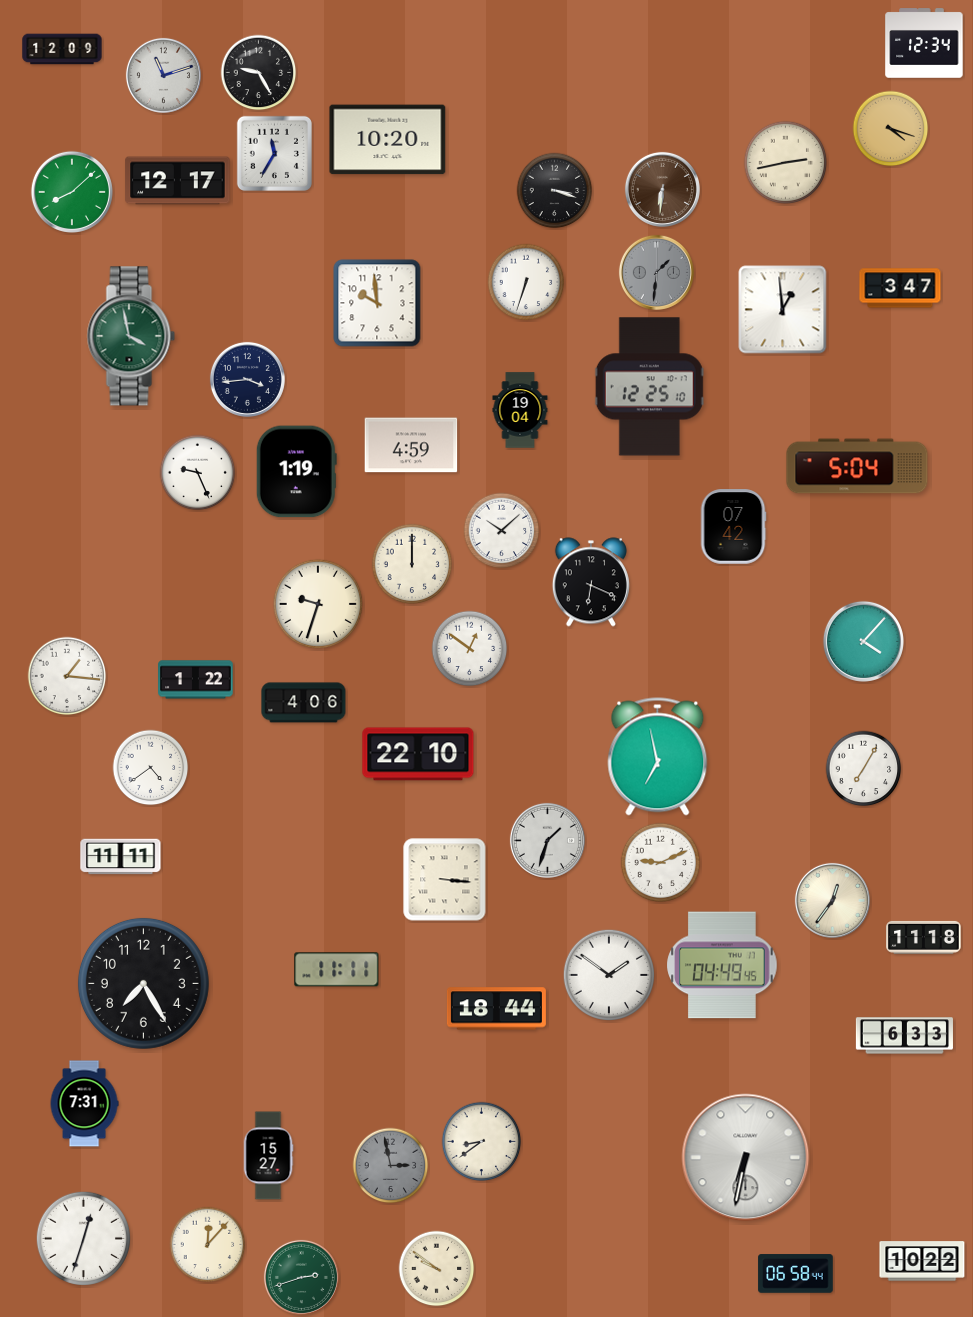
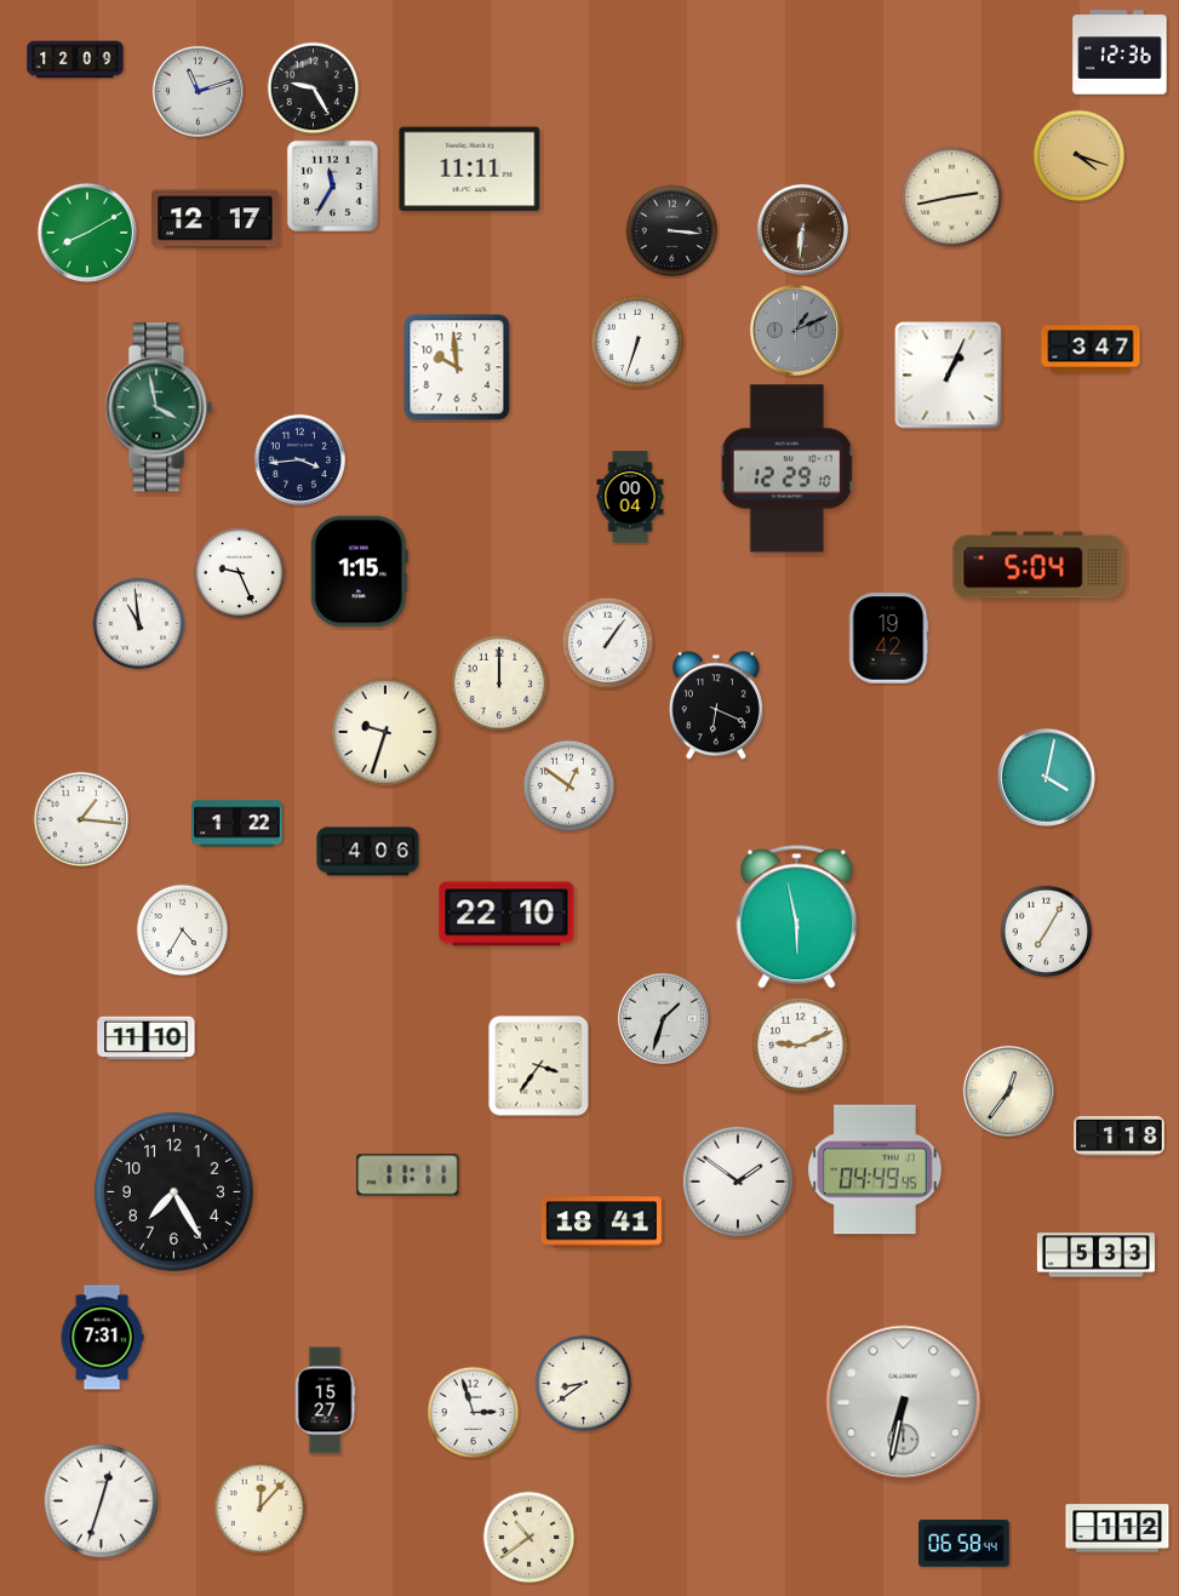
clock at (924, 43): 12:34 -> 12:36
clock at (388, 140): 10:20 -> 11:11
clock at (555, 191): 3:18 -> 3:16
clock at (72, 192): 8:08 -> 8:10
clock at (656, 272): 1:31 -> 1:11
clock at (783, 310): 12:59 -> 1:04
clock at (649, 387): 12:25 -> 12:29
clock at (520, 410): 19:04 -> 00:04
clock at (411, 445): 4:59 -> none
clock at (296, 472): 1:19 -> 1:15
clock at (139, 624): none -> 10:59
clock at (733, 527): 07:42 -> 19:42
clock at (502, 531): 10:08 -> 1:06
clock at (863, 641): 4:07 -> 4:02
clock at (658, 757): 6:58 -> 5:58
clock at (151, 768): 4:39 -> 4:35
clock at (121, 857): 11:11 -> 11:10
clock at (445, 880): 3:16 -> 3:36
clock at (924, 937): 11:18 -> 1:18
clock at (496, 1009): 18:44 -> 18:41
clock at (904, 1036): 6:33 -> 5:33
clock at (391, 1166): 2:58 -> 2:57
clock at (391, 1166) dial: grey -> white
clock at (208, 1245) position: (208, 1245) -> (261, 1509)
clock at (922, 1261): 10:22 -> 1:12
clock at (437, 1269): 9:51 -> 10:39
clock at (301, 1277): 2:42 -> none
